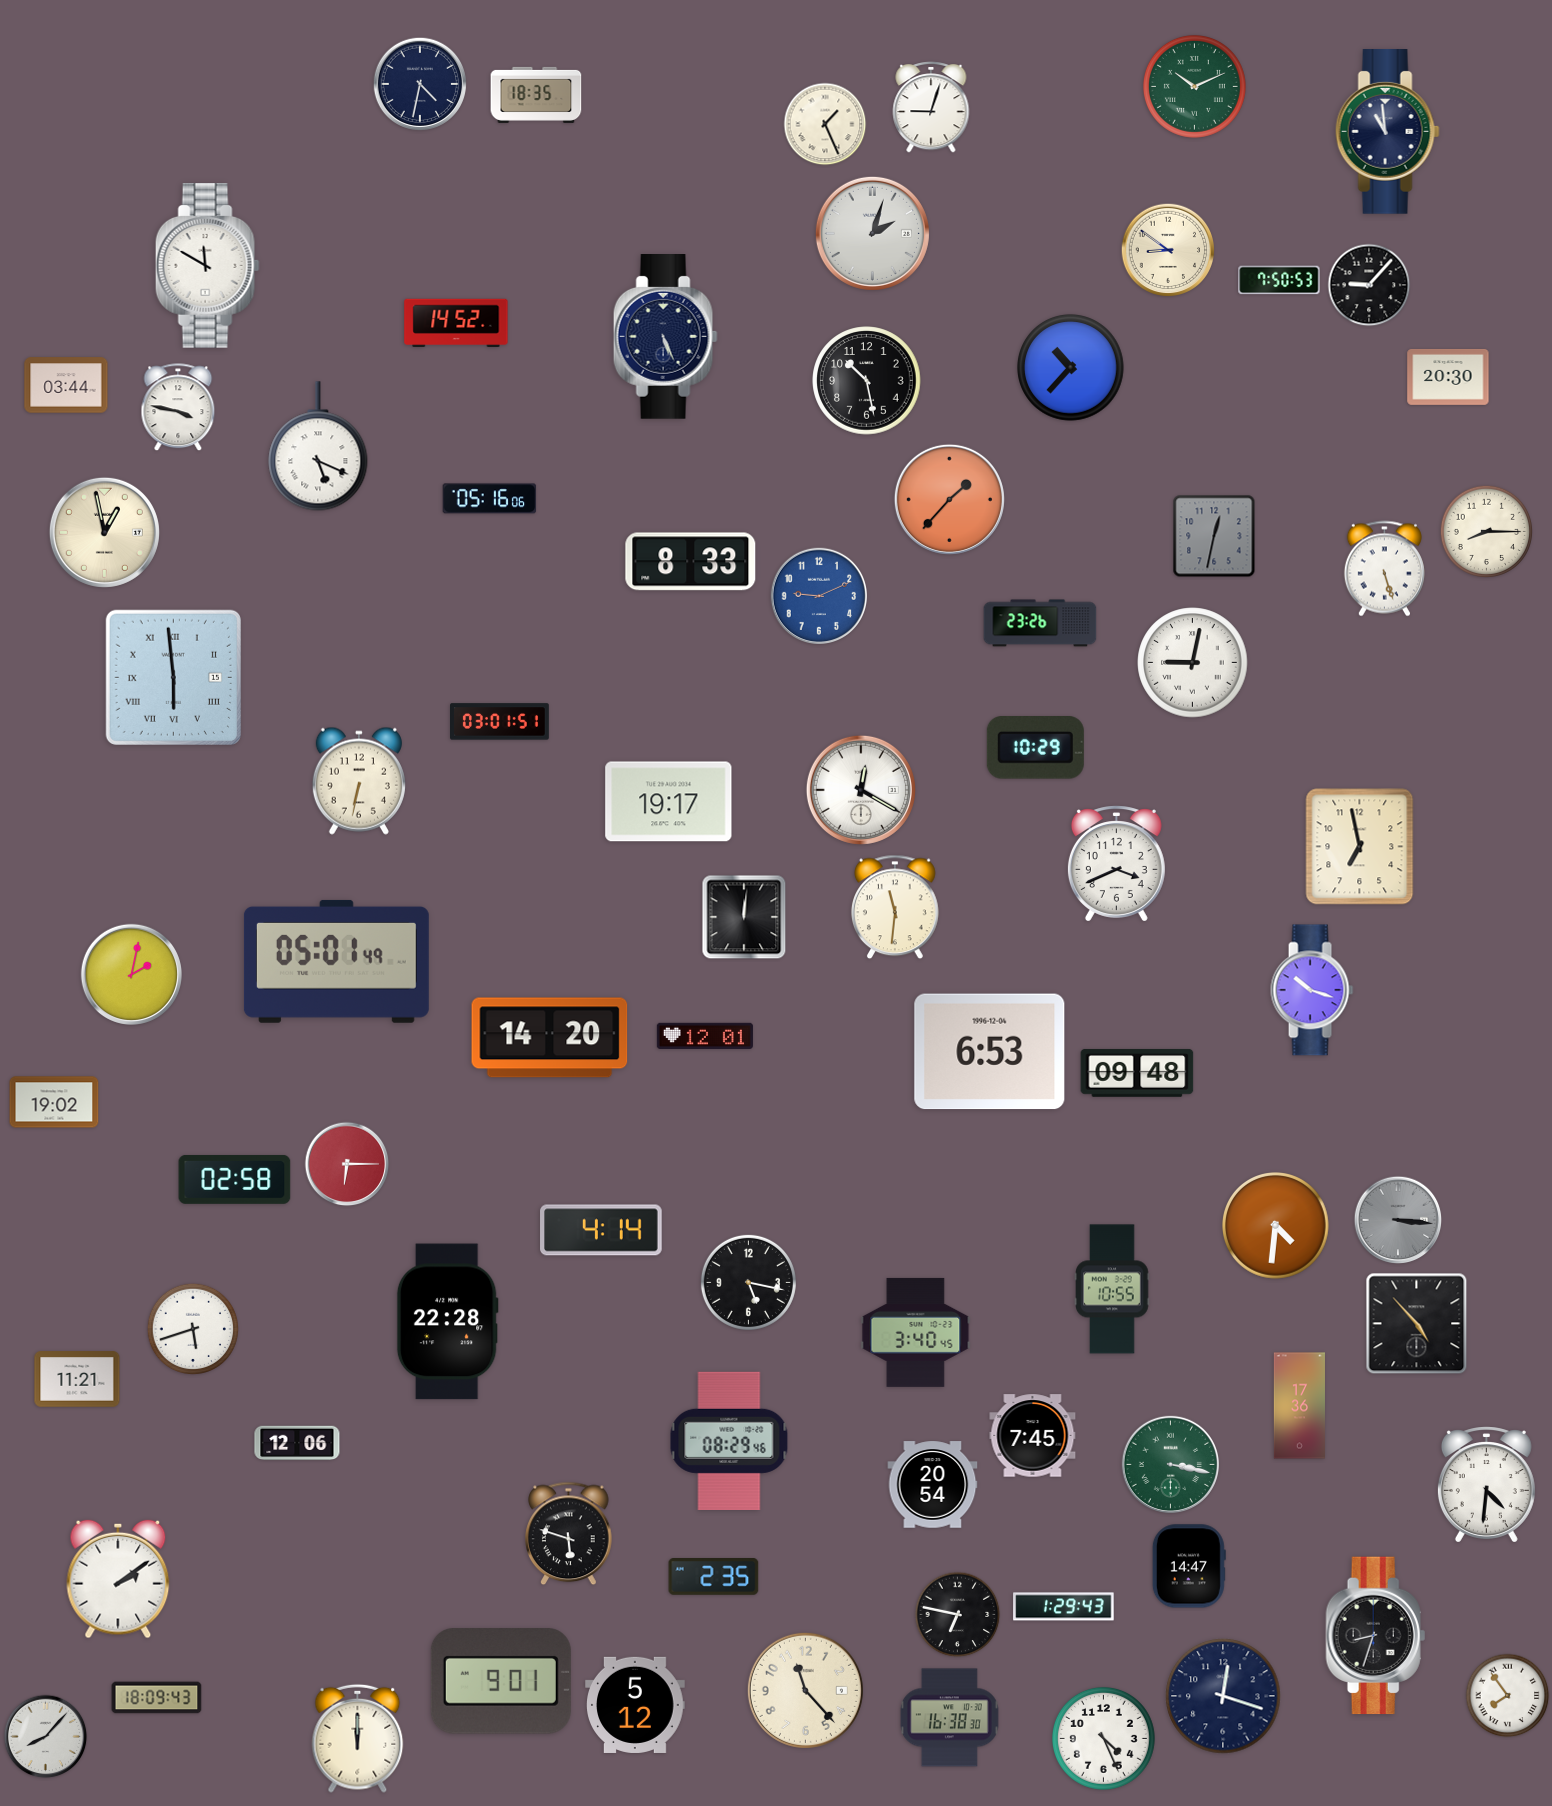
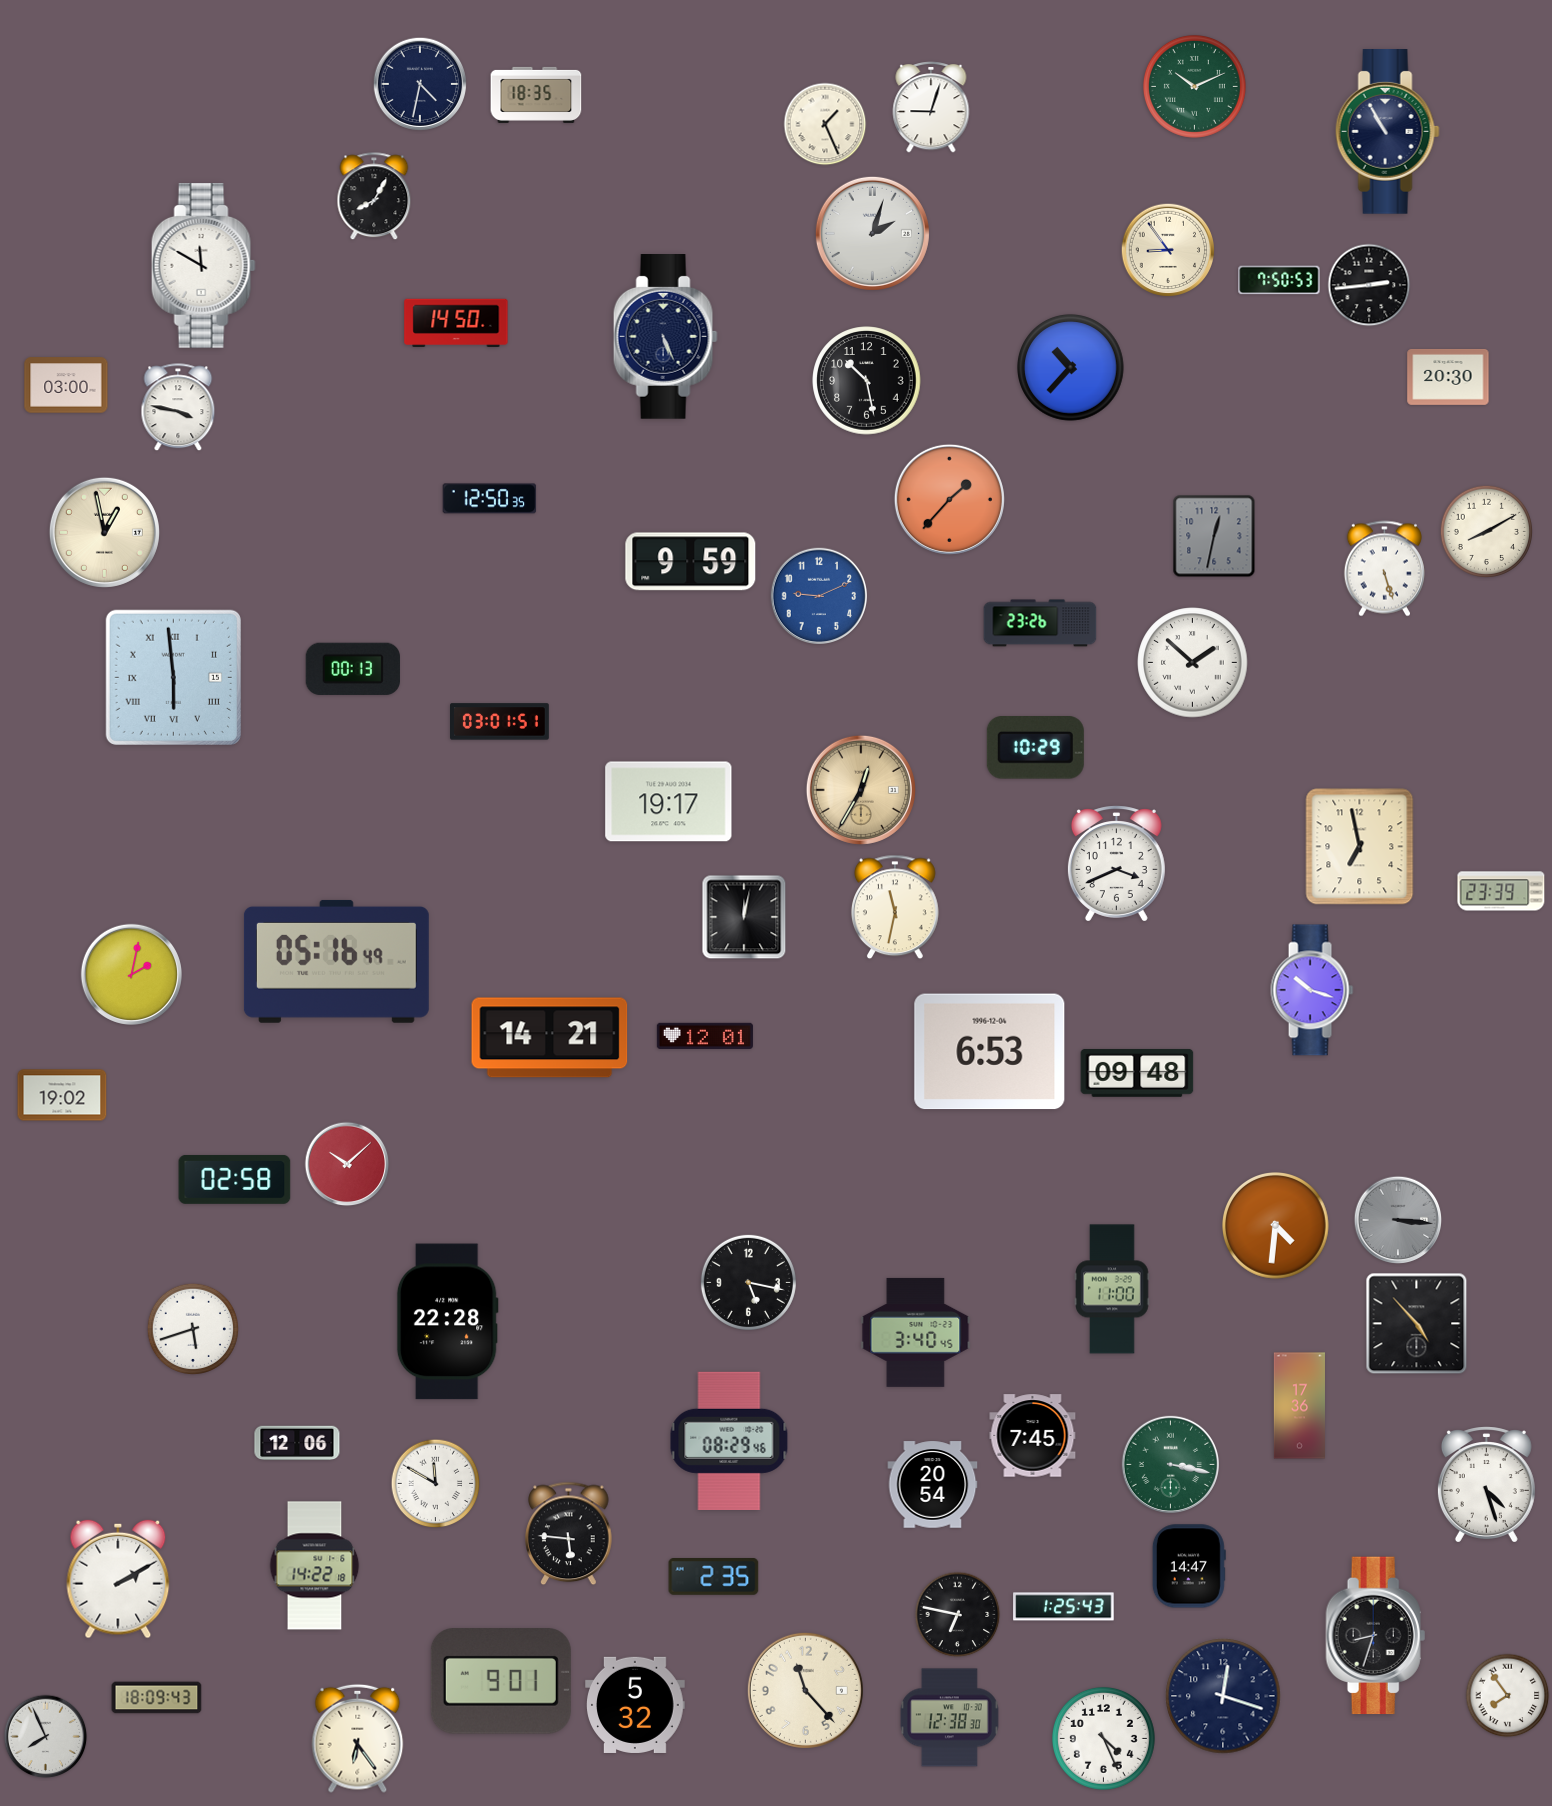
clock at (1387, 132): 10:59 -> 10:55
clock at (374, 197): none -> 8:05
clock at (1168, 250): 8:51 -> 8:54
clock at (207, 266) position: (207, 266) -> (203, 266)
clock at (1369, 285): 9:07 -> 2:44
clock at (456, 322): 14:52 -> 14:50
clock at (66, 385): 03:44 -> 03:00
clock at (318, 446): 5:19 -> none
clock at (490, 499): 05:16 -> 12:50
clock at (1486, 531): 8:15 -> 8:10
clock at (691, 562): 8:33 -> 9:59
clock at (1193, 663): 9:02 -> 1:52
clock at (353, 669): none -> 00:13
clock at (359, 781): 6:32 -> none
clock at (861, 790): 12:20 -> 12:35
clock at (861, 790) dial: white -> champagne
clock at (1501, 891): none -> 23:39
clock at (895, 907): 11:31 -> 11:32
clock at (744, 917): 12:01 -> 12:02
clock at (336, 961): 05:01 -> 05:16
clock at (550, 1038): 14:20 -> 14:21
clock at (54, 1102) position: (54, 1102) -> (62, 1095)
clock at (347, 1164): 6:15 -> 10:08
clock at (601, 1230): 4:14 -> none
clock at (1113, 1289): 10:55 -> 11:00
clock at (77, 1379): 11:21 -> none
clock at (436, 1484): none -> 11:50
clock at (1486, 1485): 4:31 -> 4:27
clock at (569, 1534): 5:48 -> 5:46
clock at (315, 1566): none -> 14:22
clock at (118, 1579): 2:09 -> 2:10
clock at (1064, 1607): 1:29 -> 1:25
clock at (635, 1705): 5:12 -> 5:32
clock at (949, 1718): 16:38 -> 12:38
clock at (46, 1737): 8:07 -> 7:56
clock at (358, 1738): 12:00 -> 6:24
